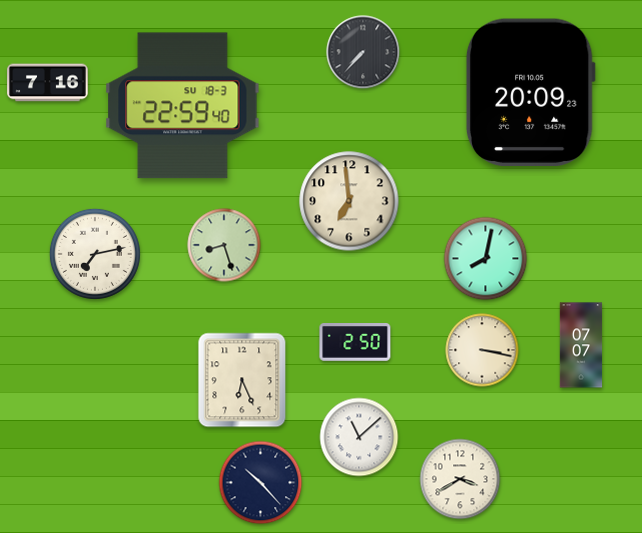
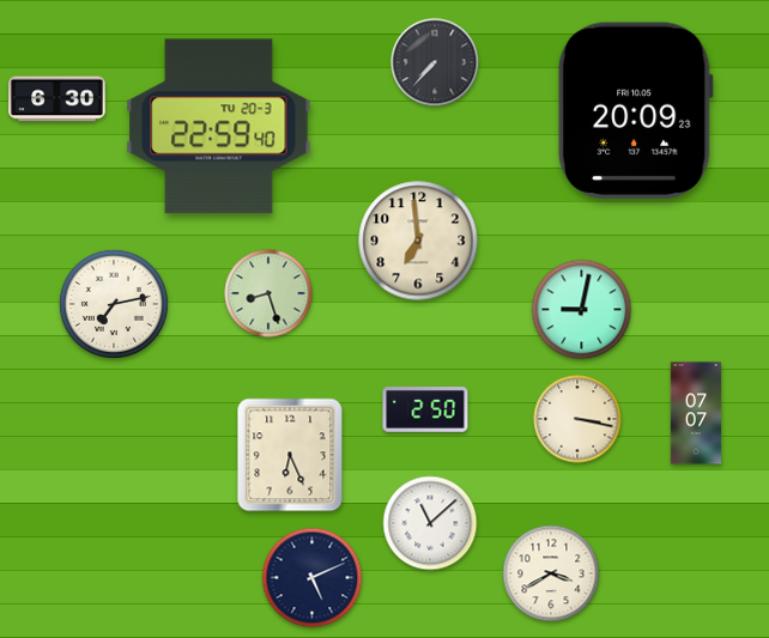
clock at (48, 83): 7:16 -> 6:30
clock at (183, 106) date: SU 18-3 -> TU 20-3
clock at (486, 259): 8:02 -> 9:02
clock at (261, 483): 10:23 -> 5:11
